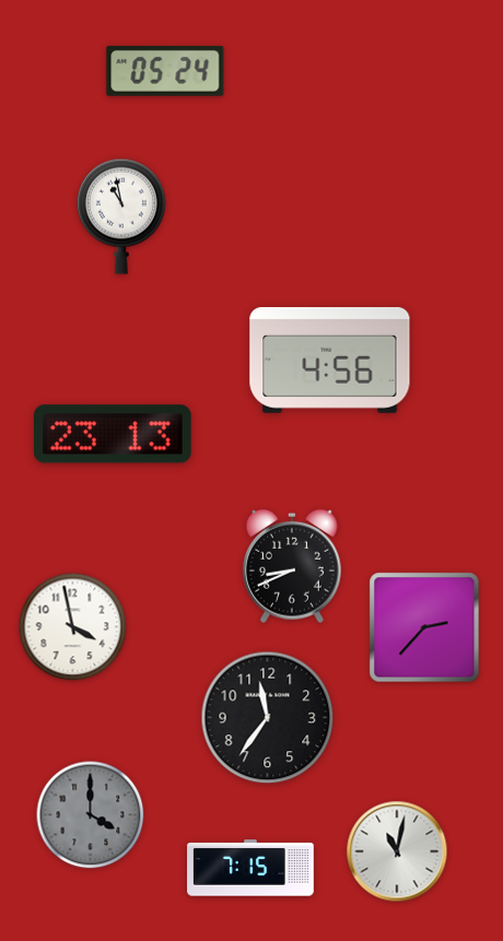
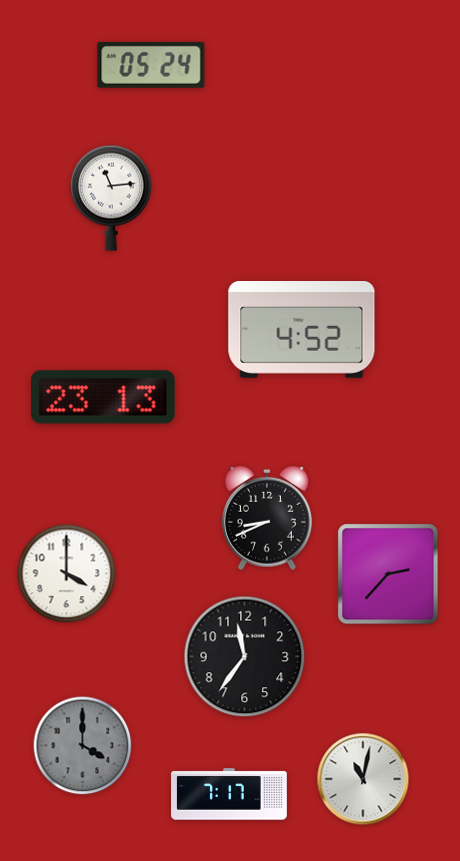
clock at (121, 216): 10:58 -> 11:14
clock at (330, 361): 4:56 -> 4:52
clock at (73, 627): 3:58 -> 4:00
clock at (250, 868): 7:15 -> 7:17
